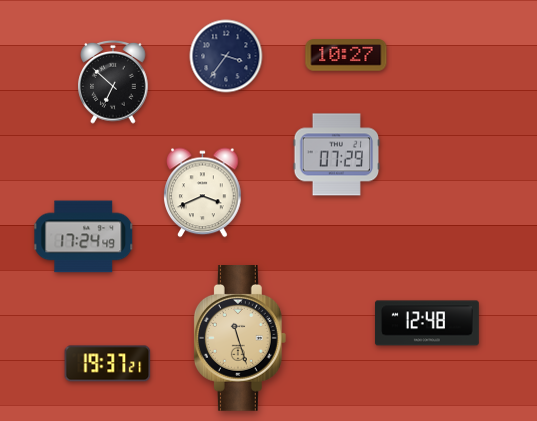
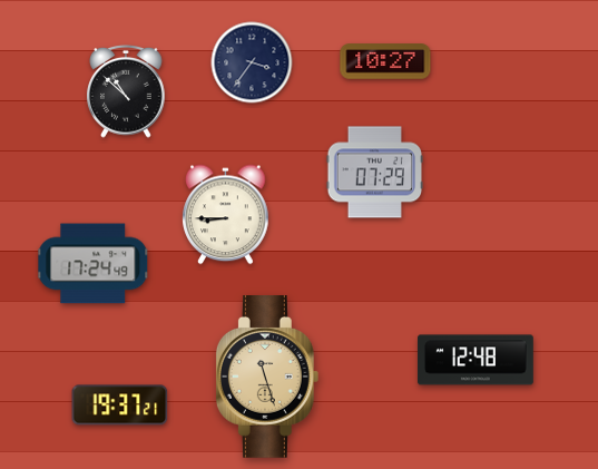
clock at (113, 83): 6:52 -> 10:52
clock at (203, 193): 3:41 -> 8:45
